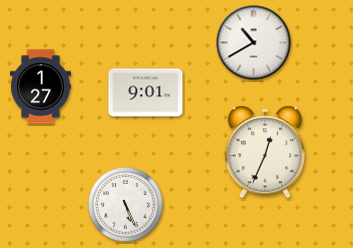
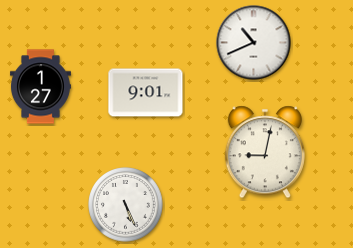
clock at (254, 43): 10:40 -> 10:41
clock at (265, 152): 12:34 -> 9:02
